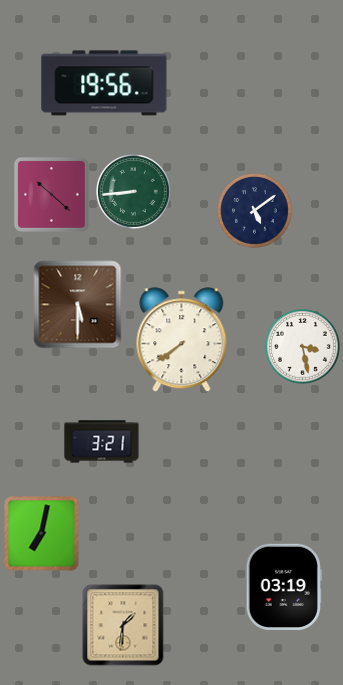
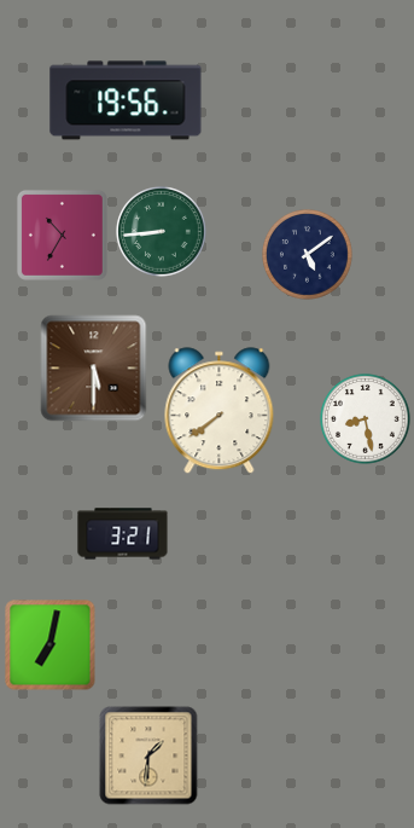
clock at (51, 194): 10:22 -> 10:35
clock at (303, 347): 3:28 -> 8:28
clock at (284, 586): 03:19 -> none
